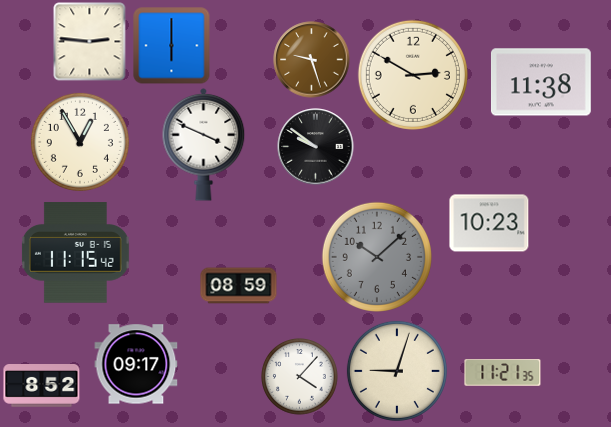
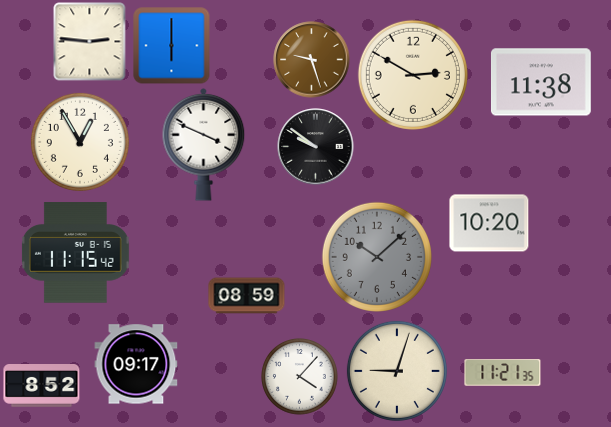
clock at (489, 223): 10:23 -> 10:20
clock at (239, 286) position: (239, 286) -> (247, 296)
